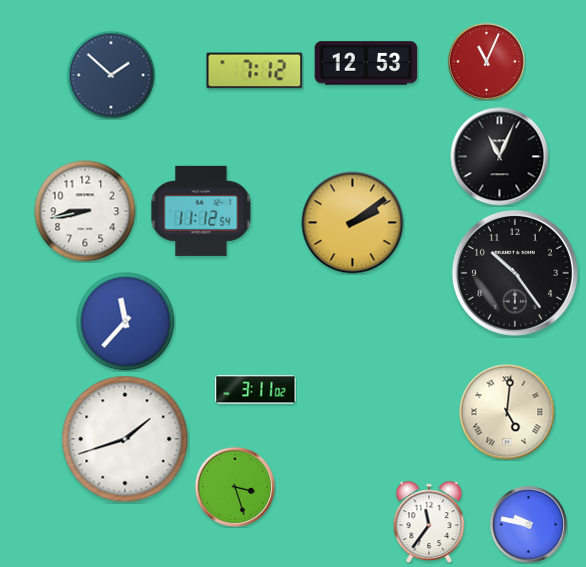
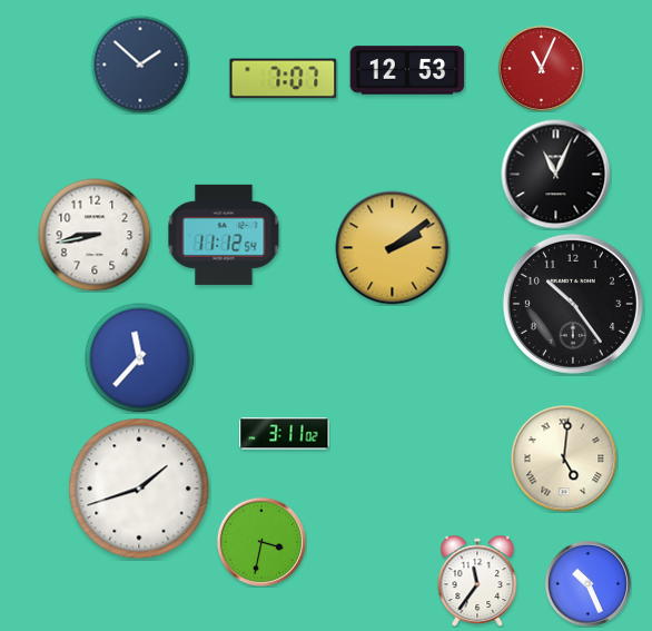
clock at (255, 71): 7:12 -> 7:07
clock at (111, 75) position: (111, 75) -> (140, 65)
clock at (234, 486): 3:27 -> 3:32
clock at (528, 524): 9:47 -> 10:26
